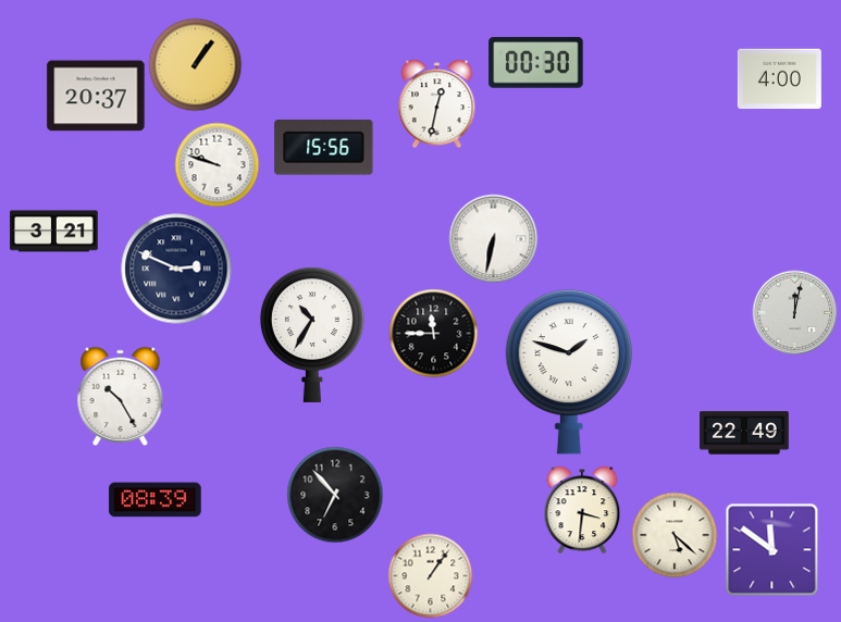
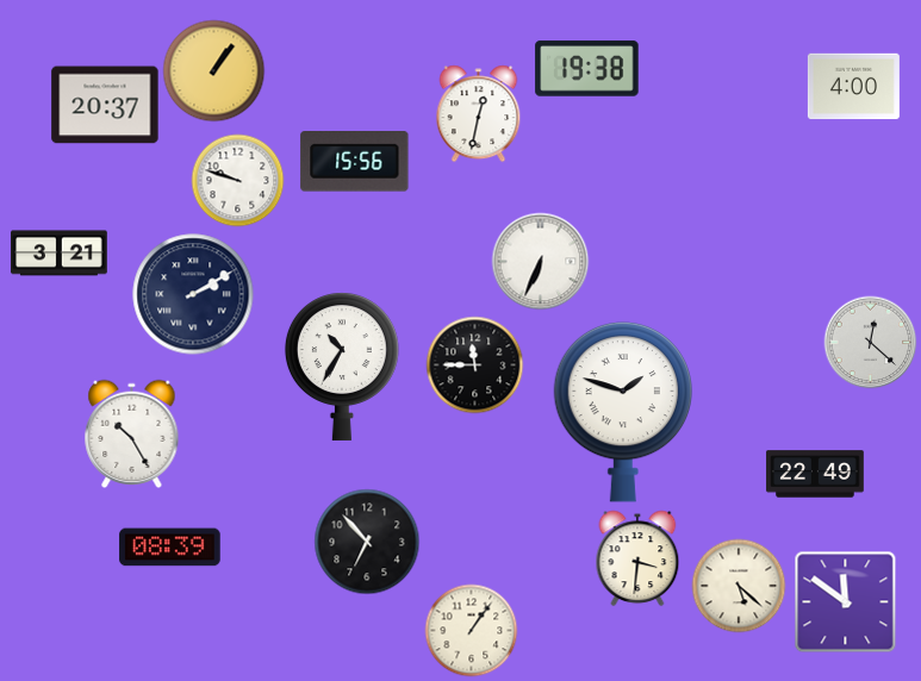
clock at (536, 63): 00:30 -> 19:38
clock at (493, 238): 6:32 -> 6:34
clock at (176, 269): 2:49 -> 2:10
clock at (794, 312): 12:02 -> 12:22
clock at (568, 372) position: (568, 372) -> (622, 412)
